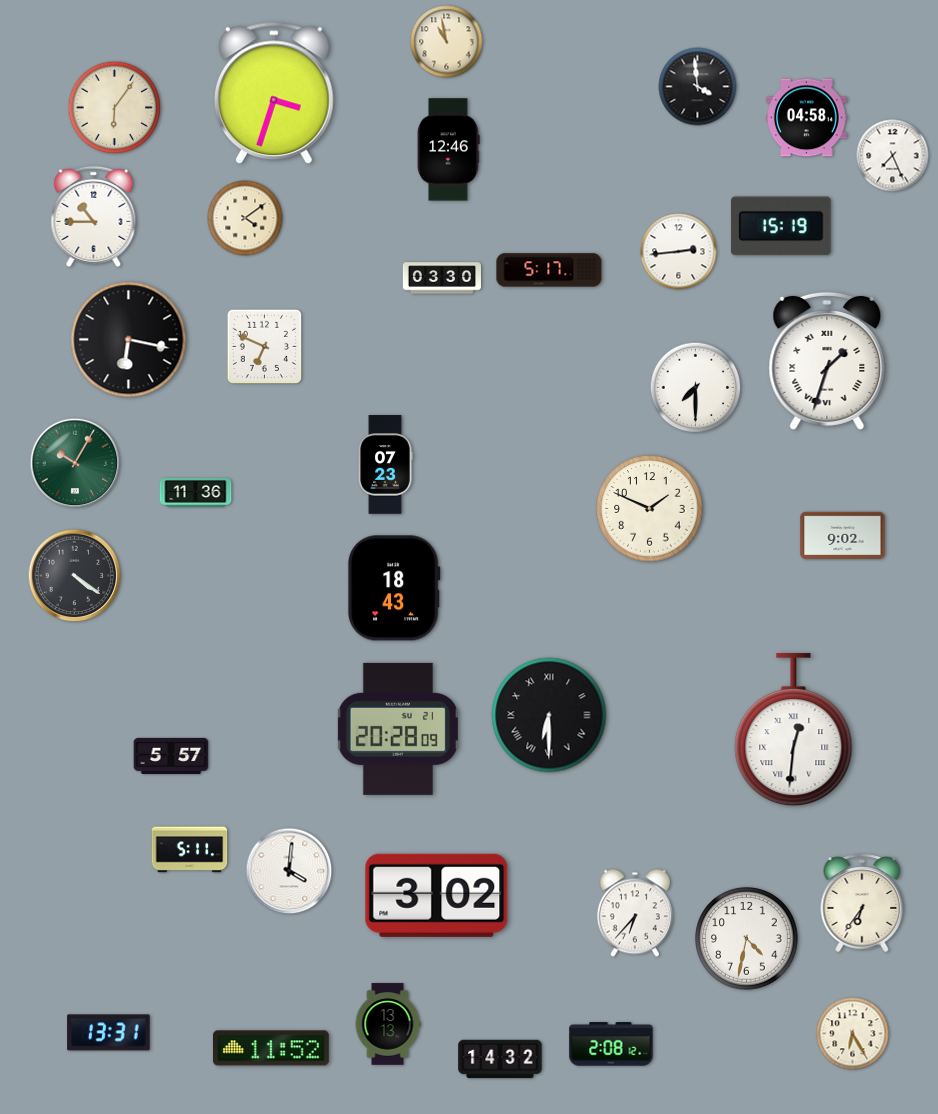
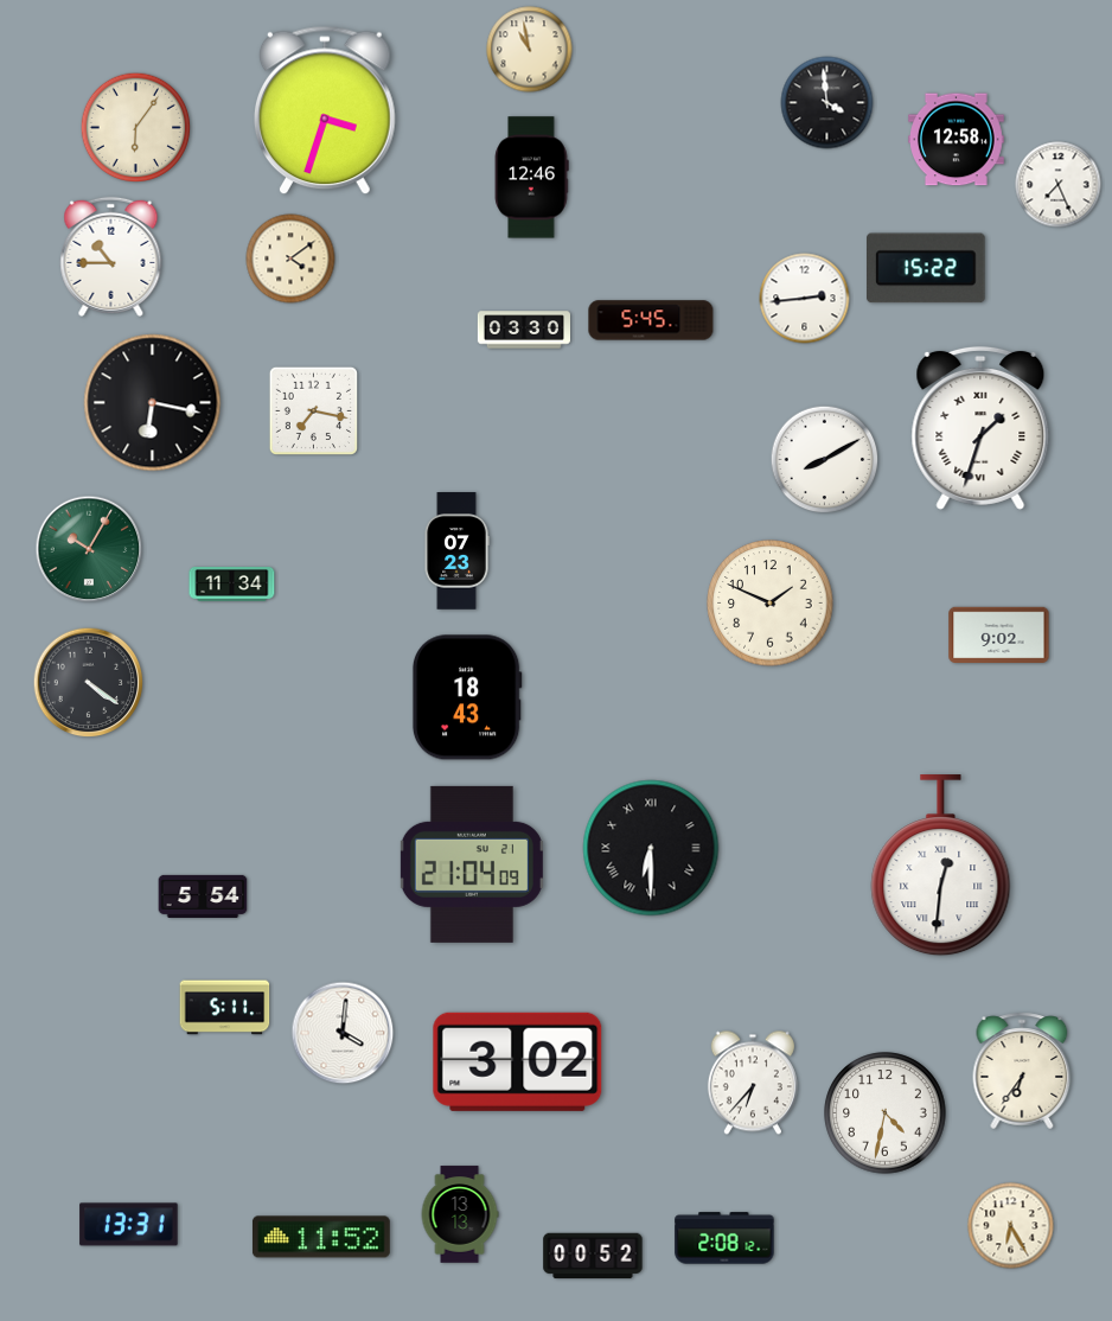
clock at (807, 118): 04:58 -> 12:58
clock at (782, 226): 15:19 -> 15:22
clock at (549, 270): 5:17 -> 5:45
clock at (264, 346): 6:49 -> 7:17
clock at (696, 388): 7:30 -> 8:10
clock at (196, 493): 11:36 -> 11:34
clock at (398, 729): 20:28 -> 21:04
clock at (171, 756): 5:57 -> 5:54
clock at (271, 1048) position: (271, 1048) -> (321, 1237)
clock at (500, 1059): 14:32 -> 00:52
